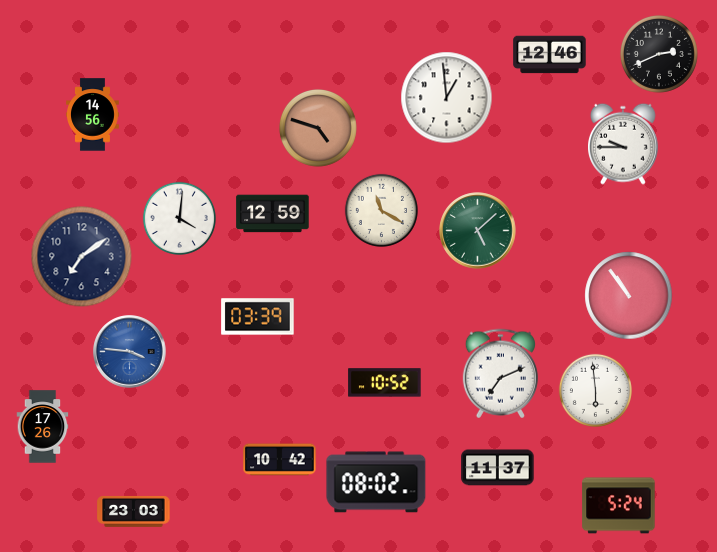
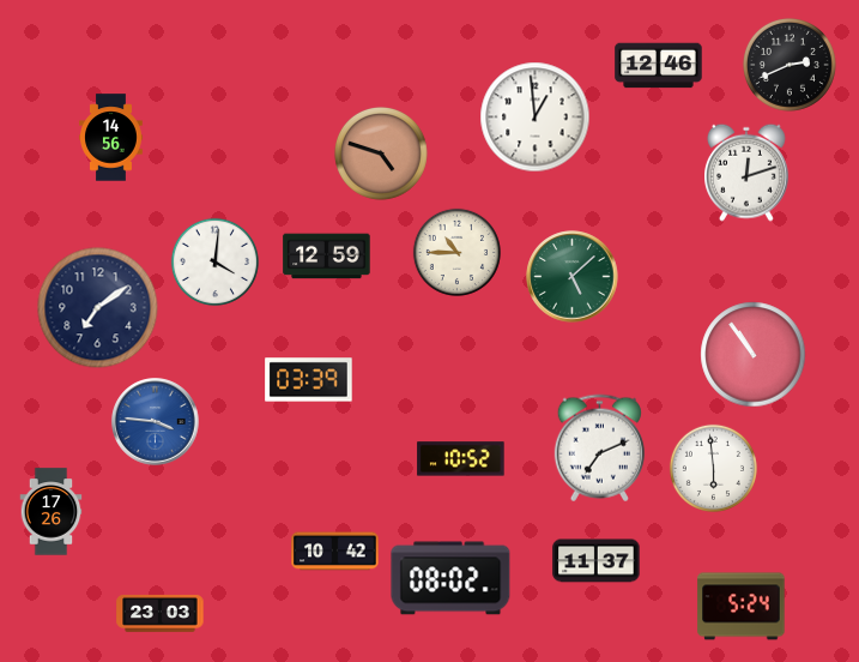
clock at (624, 144): 9:45 -> 12:12
clock at (381, 210): 11:20 -> 10:45
